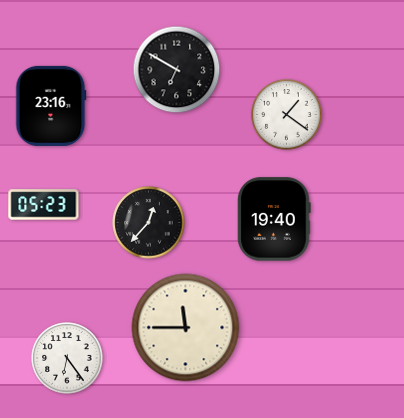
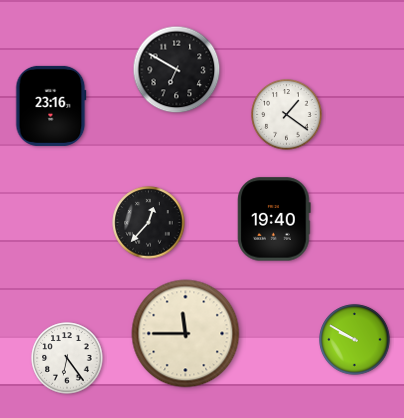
clock at (44, 205): 05:23 -> none
clock at (186, 328) position: (186, 328) -> (186, 334)
clock at (355, 340): none -> 9:50
